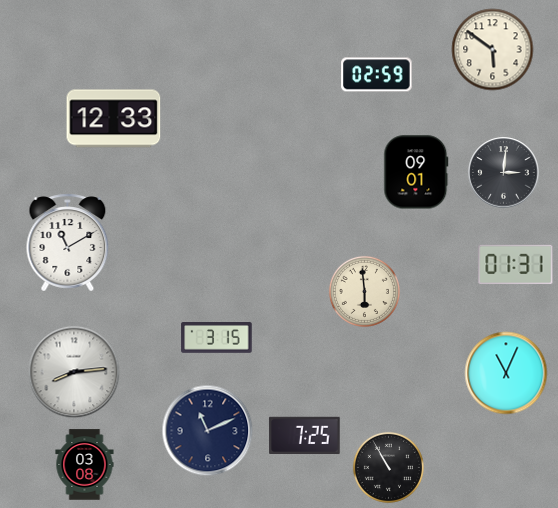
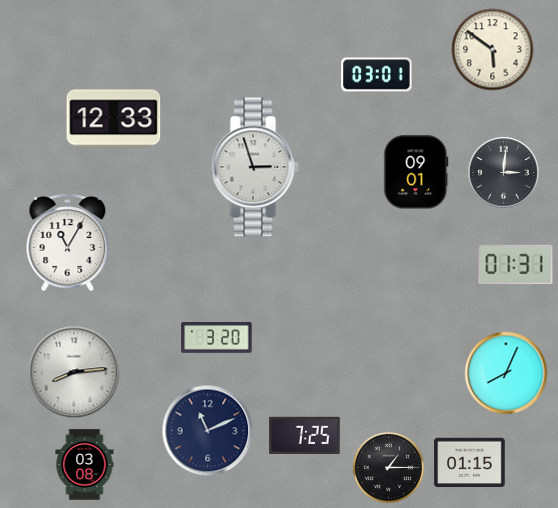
clock at (377, 75): 02:59 -> 03:01
clock at (255, 167): none -> 2:57
clock at (68, 243): 11:10 -> 11:05
clock at (364, 291): 5:59 -> none
clock at (217, 338): 3:15 -> 3:20
clock at (506, 373): 11:04 -> 8:04
clock at (470, 463): none -> 01:15
clock at (388, 467): 10:55 -> 1:15
